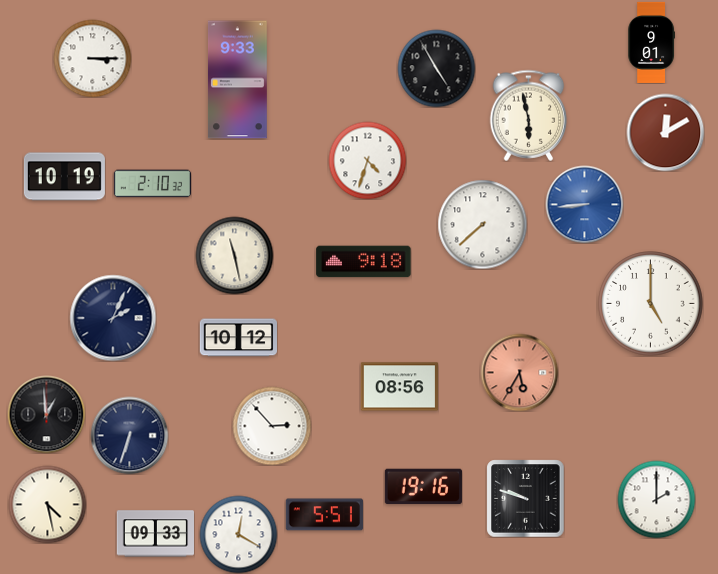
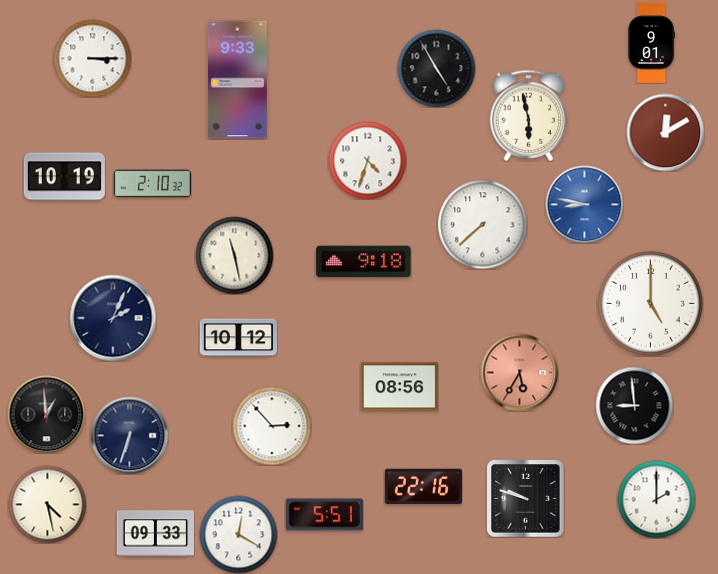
clock at (584, 204): 8:44 -> 8:47
clock at (634, 405): none -> 8:59
clock at (423, 487): 19:16 -> 22:16
